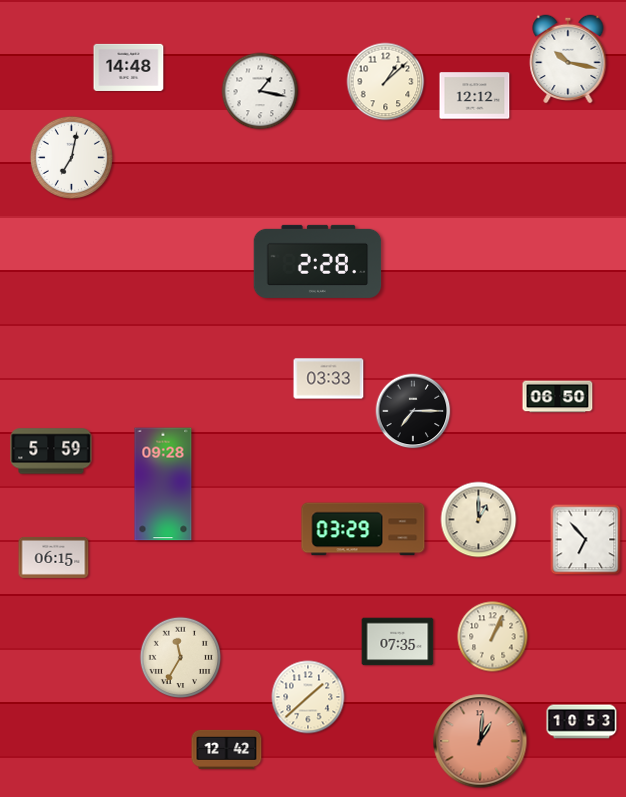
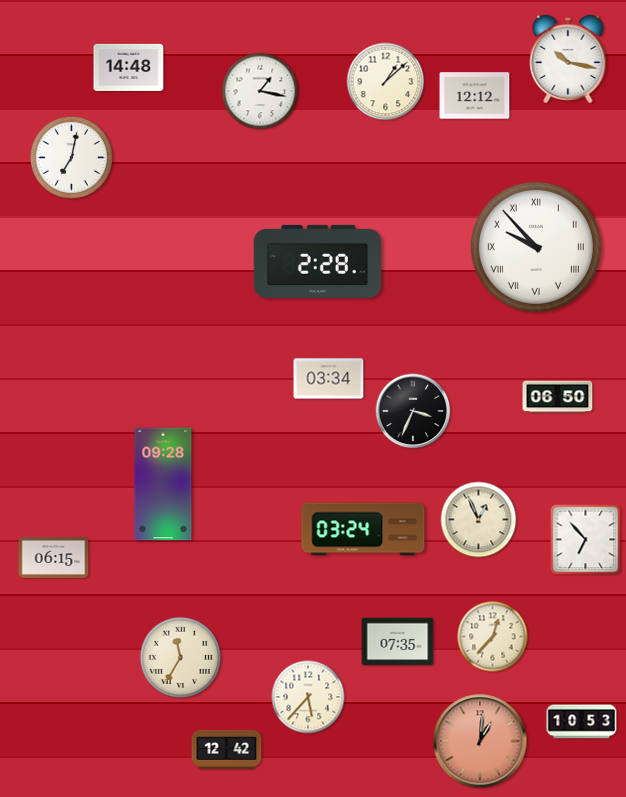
clock at (536, 247): none -> 9:53
clock at (329, 379): 03:33 -> 03:34
clock at (413, 411): 7:15 -> 3:34
clock at (51, 451): 5:59 -> none
clock at (479, 520): 1:00 -> 12:56
clock at (363, 529): 03:29 -> 03:24
clock at (493, 637): 1:04 -> 12:37
clock at (308, 697): 1:38 -> 5:37
